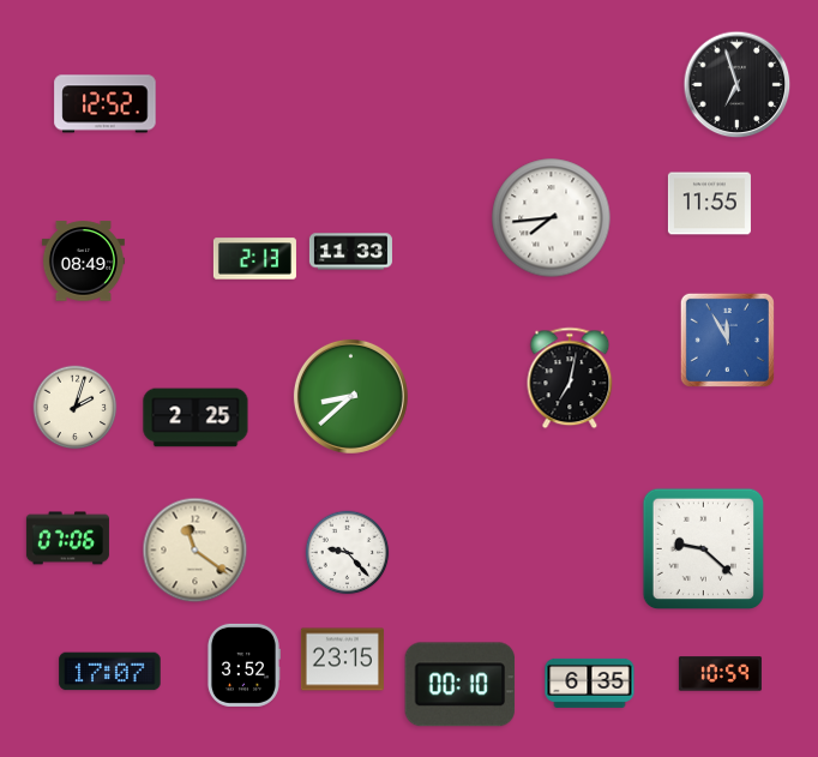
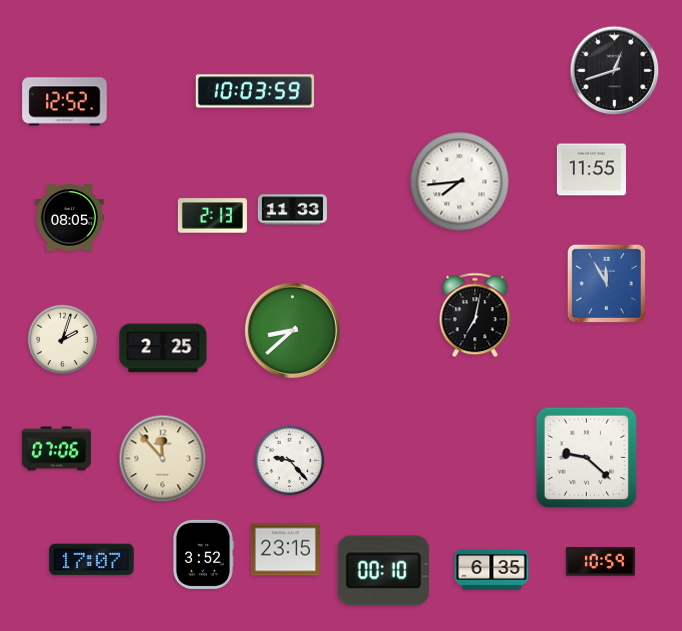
clock at (738, 85): 6:57 -> 12:42
clock at (106, 104) position: (106, 104) -> (65, 102)
clock at (254, 91): none -> 10:03
clock at (83, 262): 08:49 -> 08:05
clock at (196, 551): 11:21 -> 11:53
